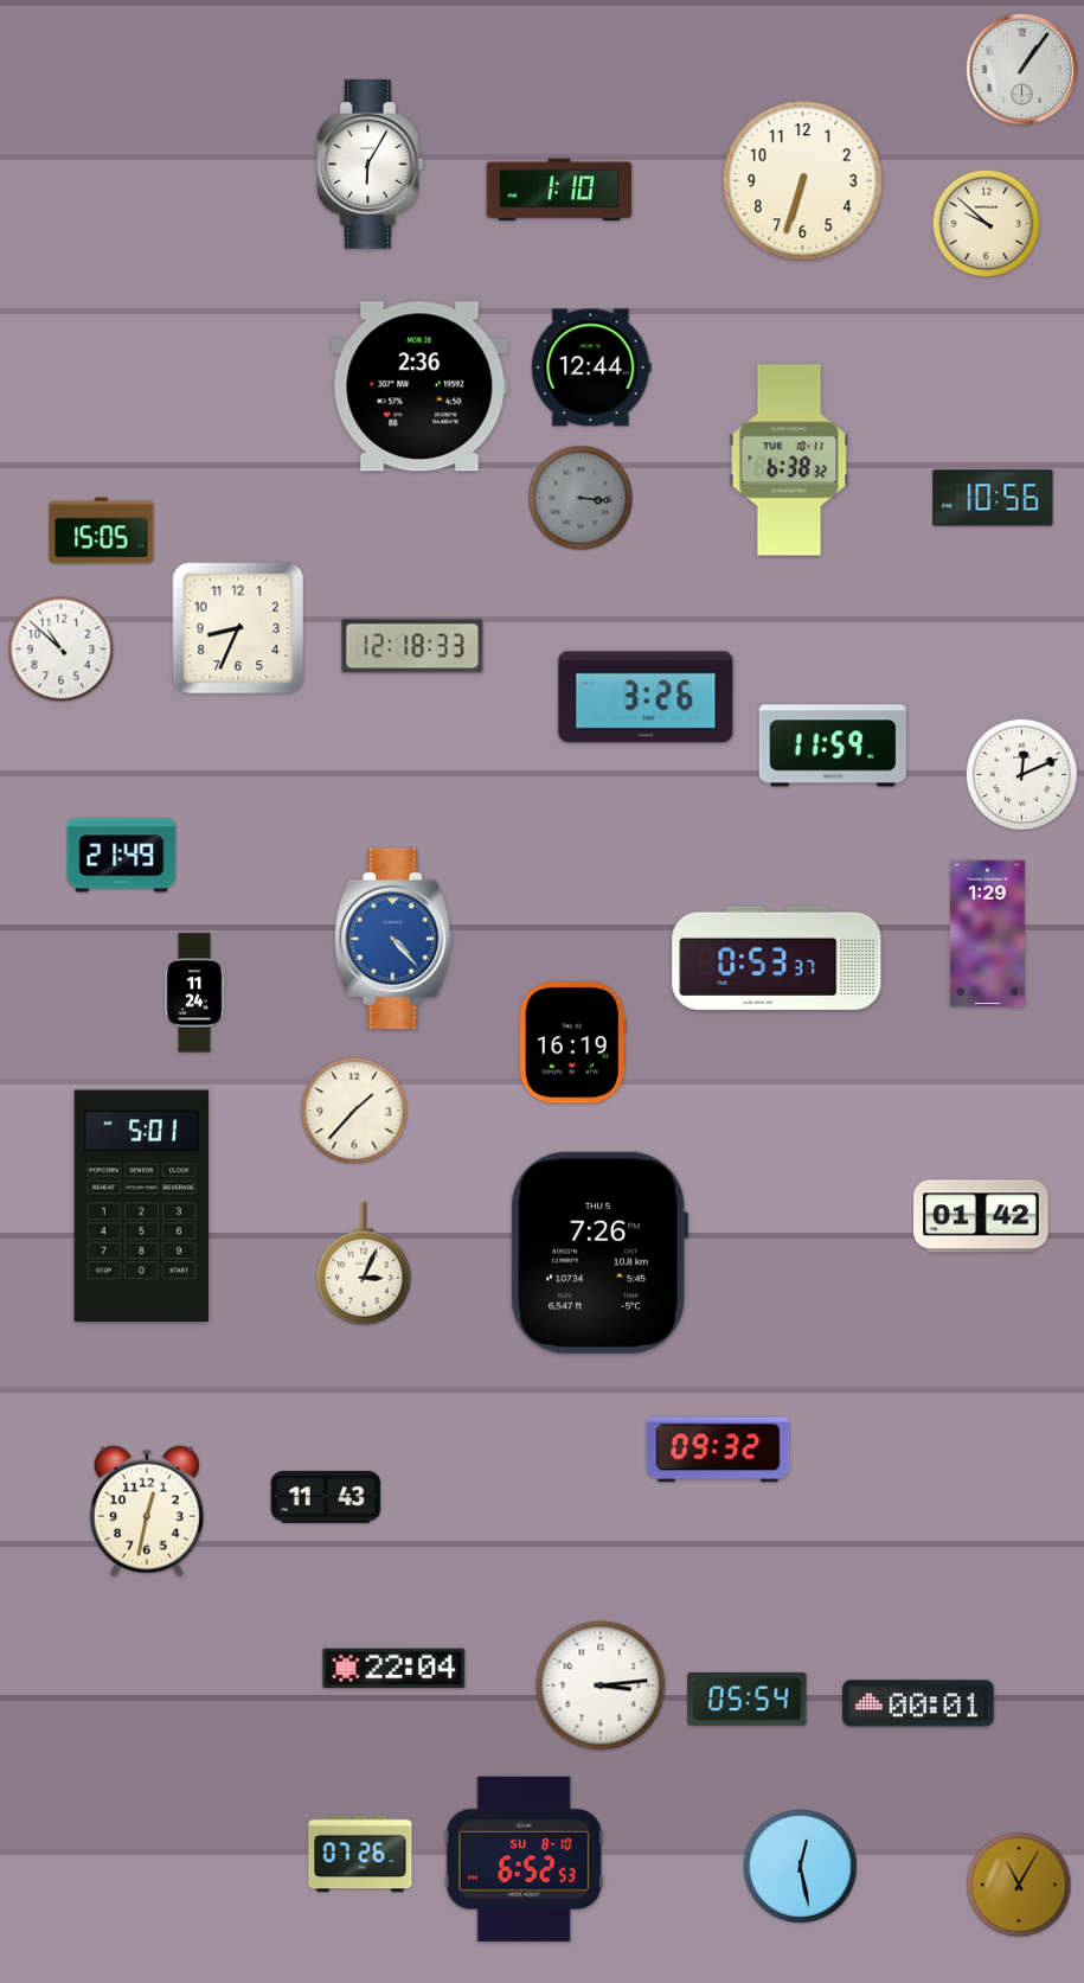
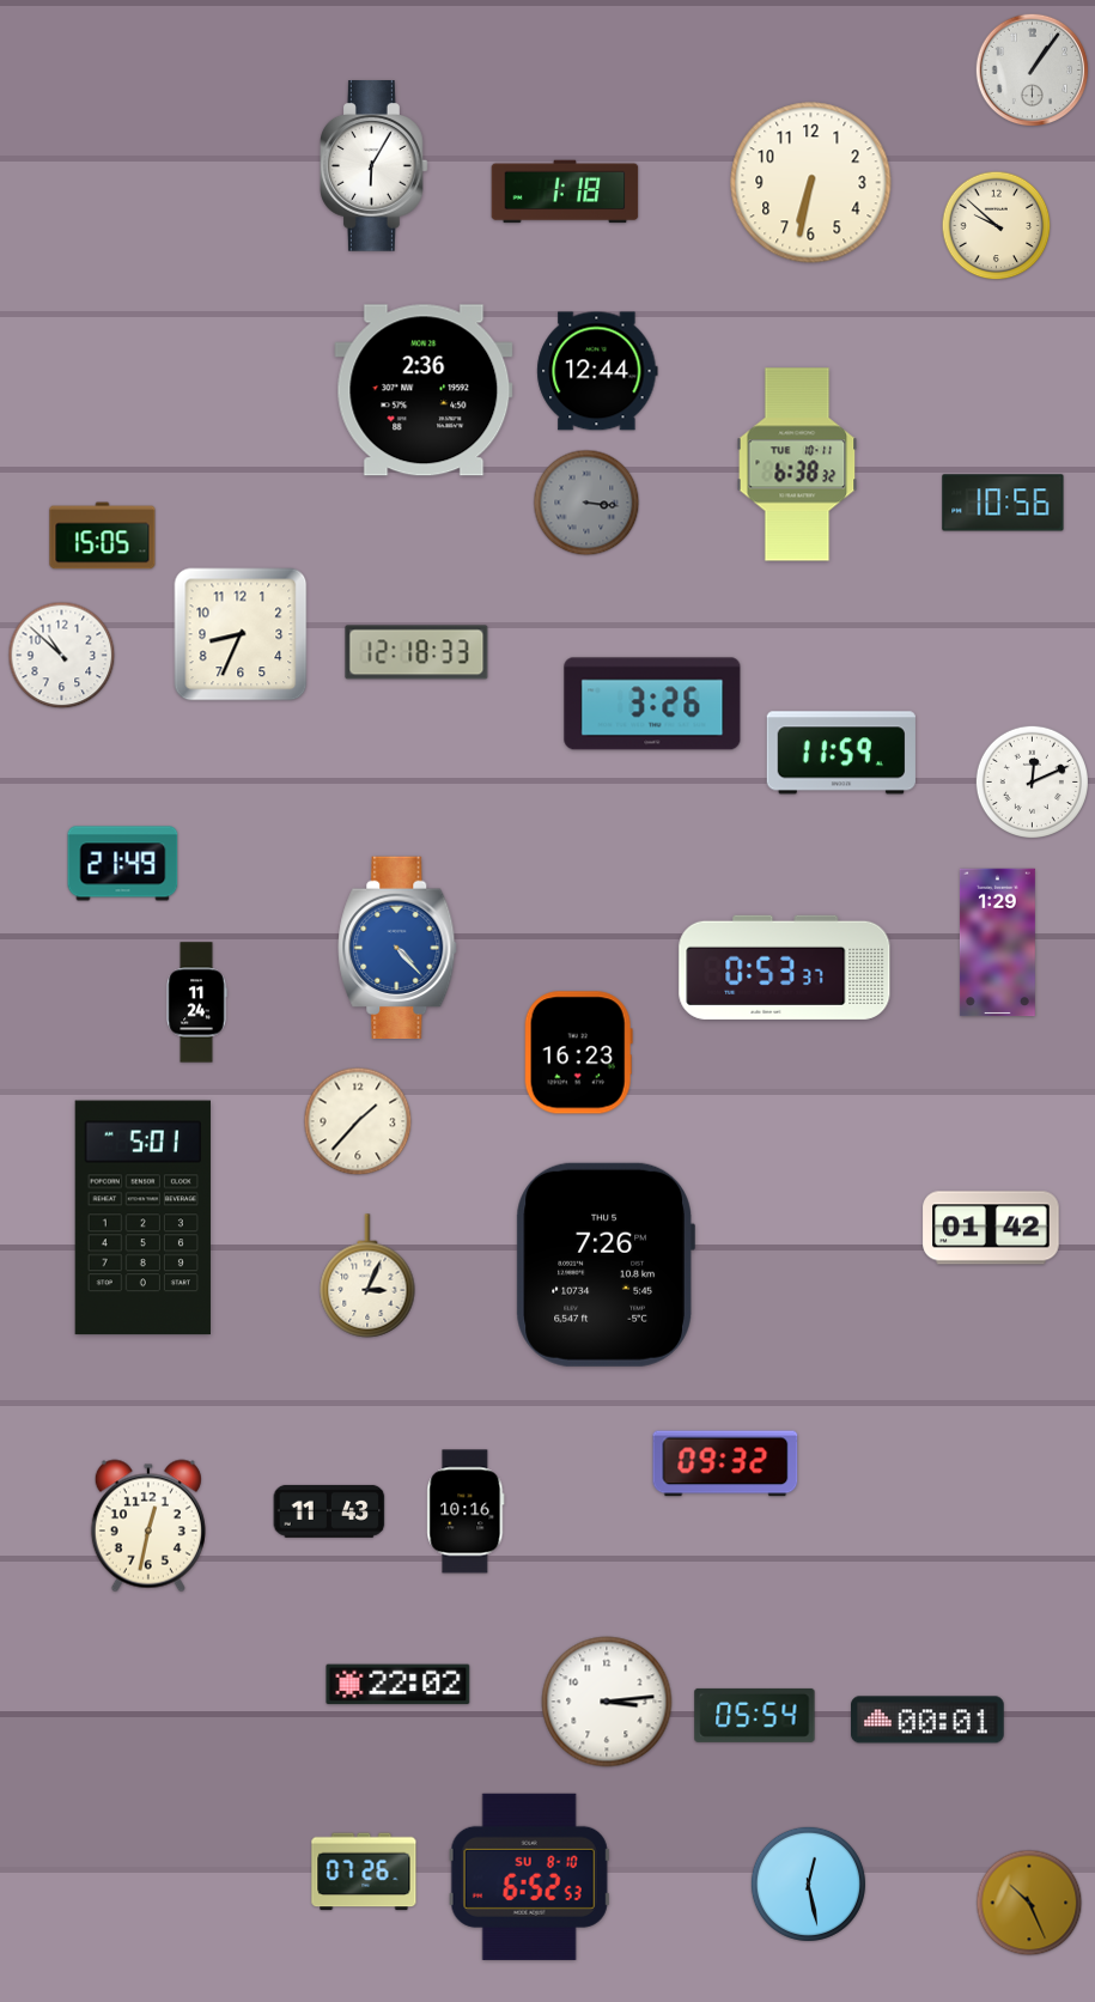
clock at (803, 181): 6:33 -> 6:32
clock at (559, 190): 1:10 -> 1:18
clock at (572, 1043): 16:19 -> 16:23
clock at (466, 1511): none -> 10:16
clock at (395, 1669): 22:04 -> 22:02
clock at (1019, 1885): 11:05 -> 10:26
